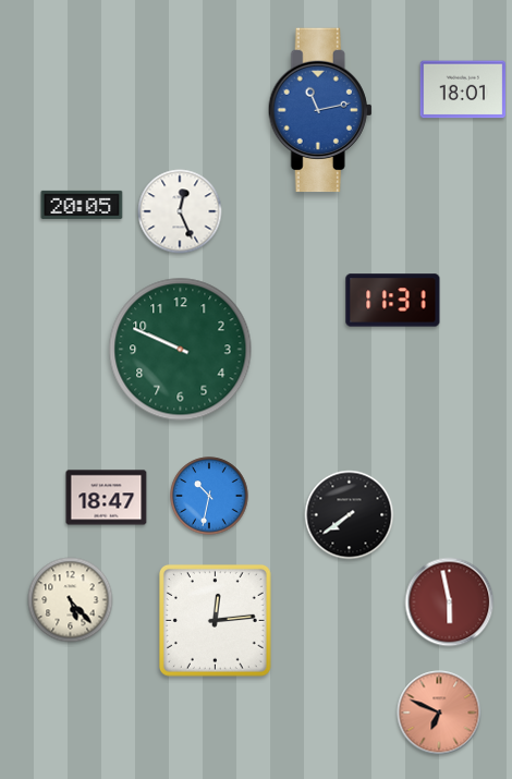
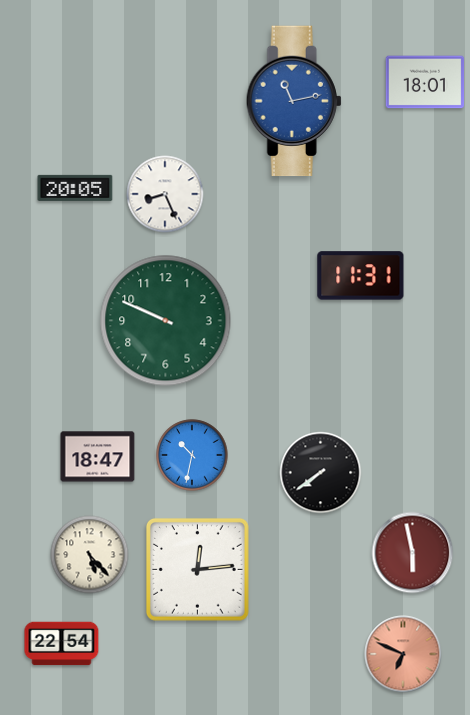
clock at (180, 211): 12:26 -> 8:26
clock at (71, 600) position: (71, 600) -> (90, 555)
clock at (62, 644): none -> 22:54
